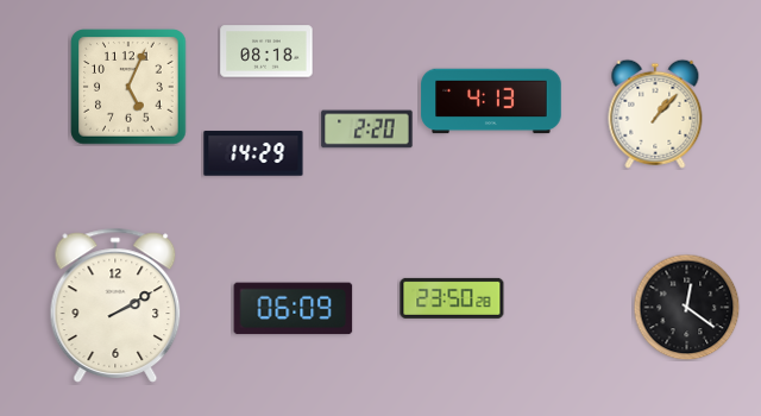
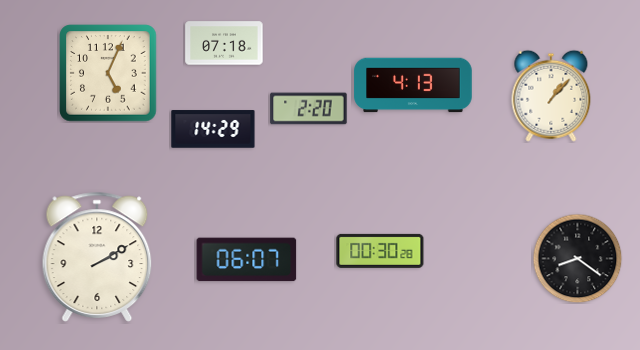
clock at (266, 51): 08:18 -> 07:18
clock at (452, 298): 23:50 -> 00:30
clock at (686, 307): 12:21 -> 8:21
clock at (294, 309): 06:09 -> 06:07
